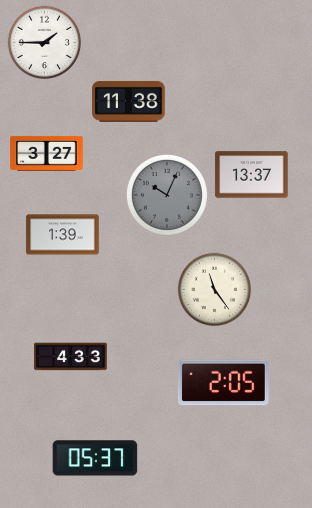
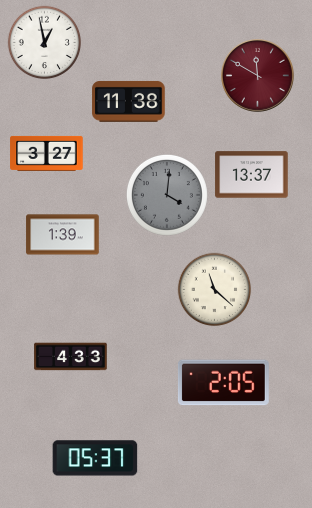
clock at (45, 43): 1:45 -> 12:58
clock at (258, 76): none -> 11:50
clock at (167, 195): 10:04 -> 4:01
clock at (215, 290): 11:24 -> 11:22
